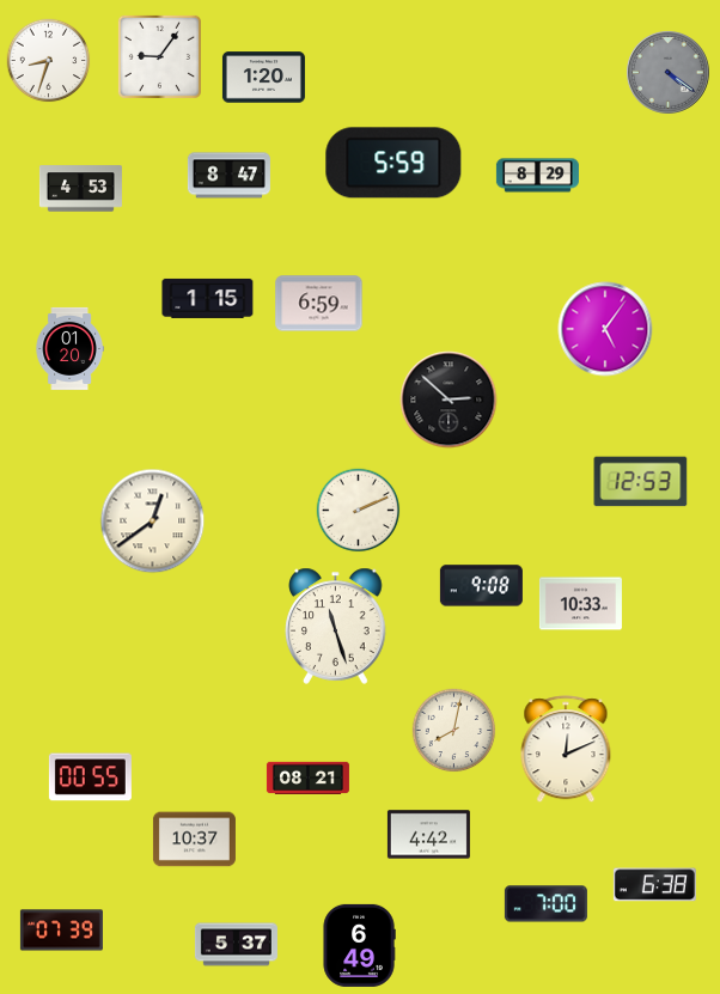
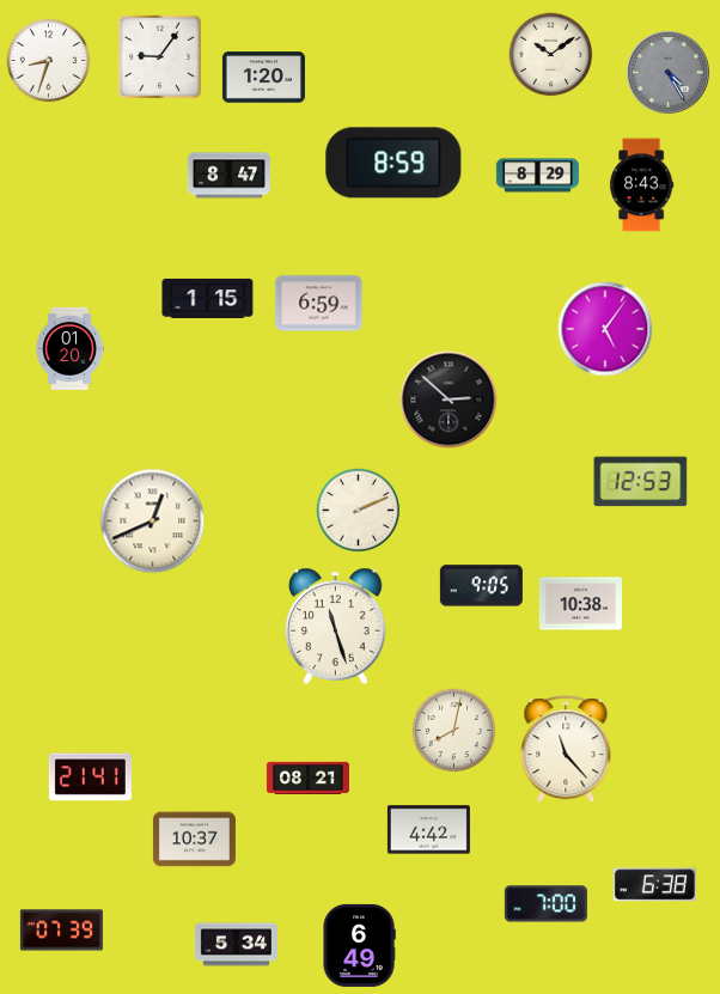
clock at (551, 55): none -> 10:09
clock at (669, 73): 4:21 -> 4:25
clock at (393, 163): 5:59 -> 8:59
clock at (641, 185): none -> 8:43
clock at (80, 189): 4:53 -> none
clock at (153, 522): 12:39 -> 12:41
clock at (481, 586): 9:08 -> 9:05
clock at (580, 604): 10:33 -> 10:38
clock at (566, 750): 12:11 -> 11:23
clock at (90, 777): 00:55 -> 21:41
clock at (428, 835) position: (428, 835) -> (428, 830)
clock at (236, 945): 5:37 -> 5:34
